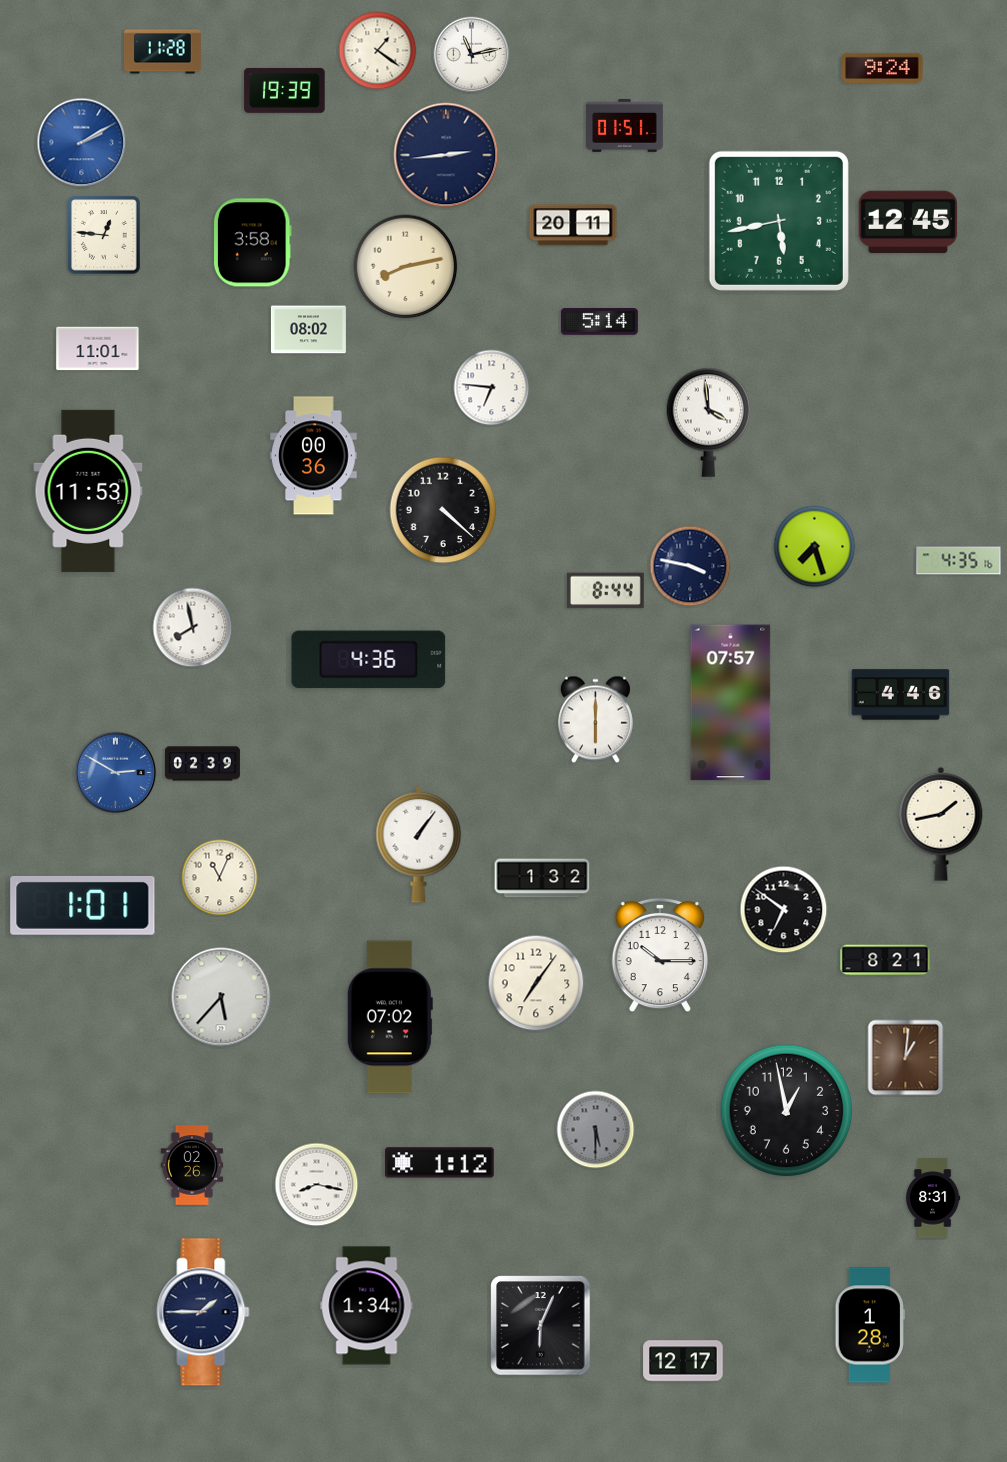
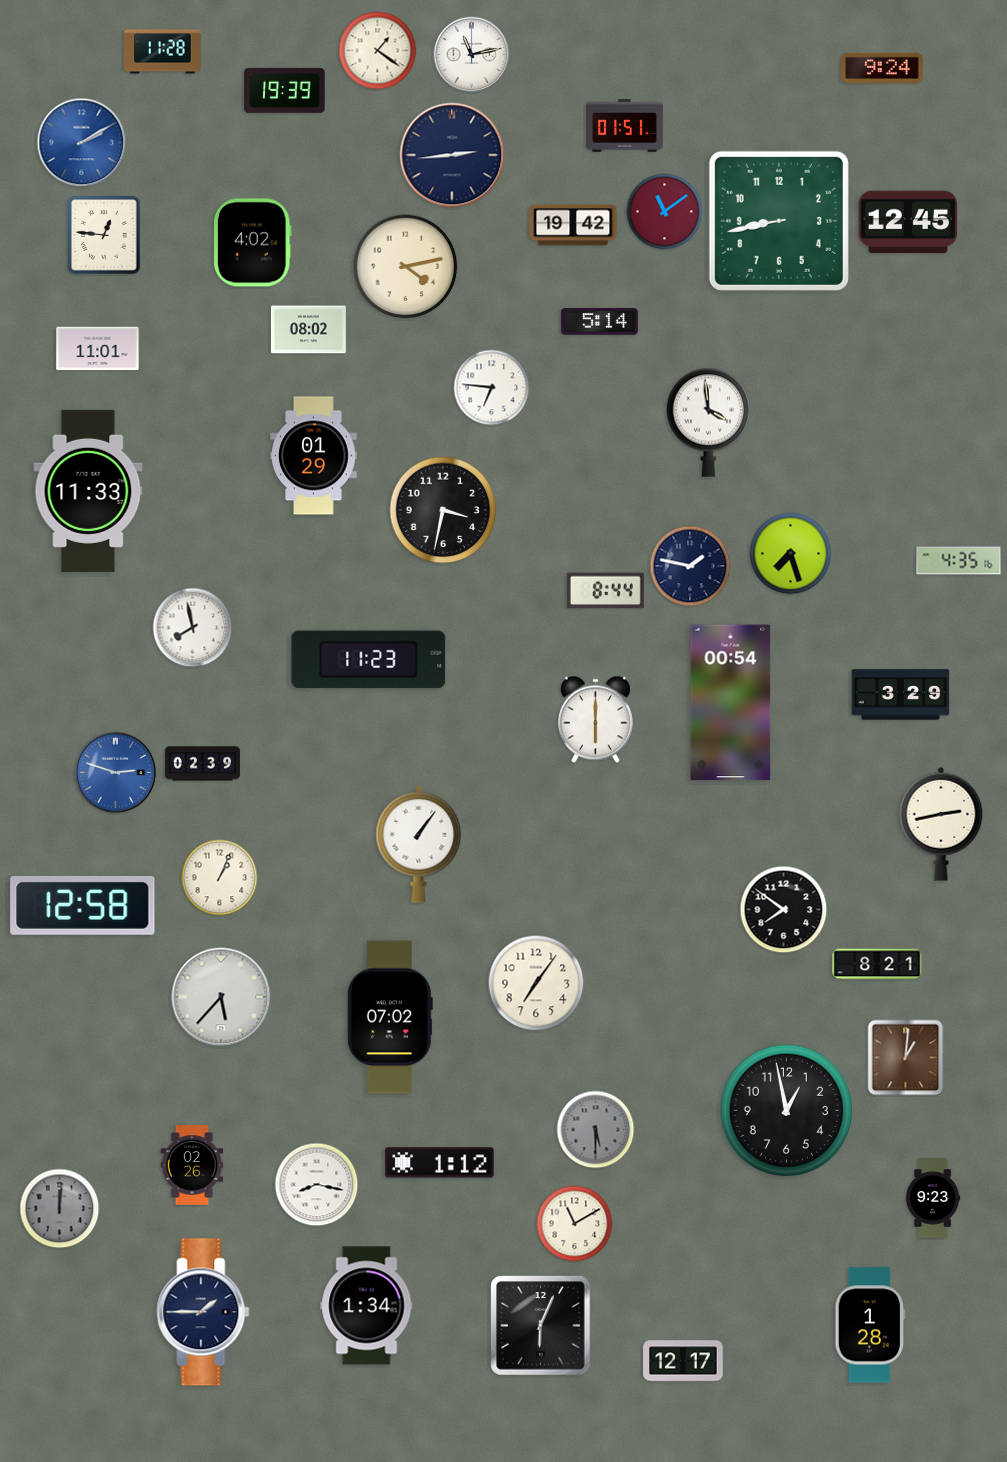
clock at (446, 155) position: (446, 155) -> (452, 155)
clock at (665, 212): none -> 11:09
clock at (779, 221): 5:43 -> 8:43
clock at (573, 225): 20:11 -> 19:42
clock at (252, 243): 3:58 -> 4:02
clock at (406, 267): 8:13 -> 4:13
clock at (314, 456): 00:36 -> 01:29
clock at (88, 491): 11:53 -> 11:33
clock at (443, 510): 4:22 -> 3:32
clock at (815, 547) position: (815, 547) -> (791, 554)
clock at (690, 566): 3:47 -> 1:47
clock at (369, 660): 4:36 -> 11:23
clock at (901, 695): 4:46 -> 3:29
clock at (731, 703): 07:57 -> 00:54
clock at (116, 773): 2:50 -> 2:48
clock at (941, 824): 1:43 -> 2:43
clock at (220, 878): 11:04 -> 1:04
clock at (542, 878): 1:32 -> none
clock at (83, 905): 1:01 -> 12:58
clock at (784, 910): 6:51 -> 7:51
clock at (659, 955): 10:15 -> none
clock at (885, 960) position: (885, 960) -> (877, 964)
clock at (933, 1198): 8:31 -> 9:23
clock at (60, 1209): none -> 12:01
clock at (575, 1224): none -> 11:10
